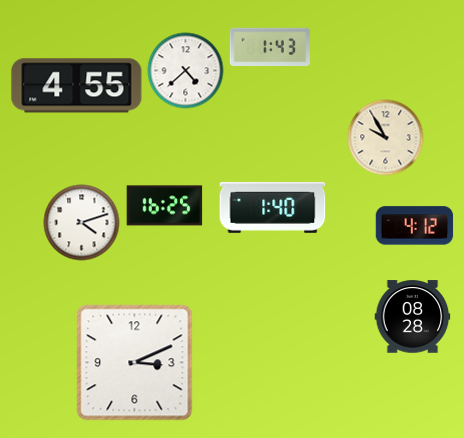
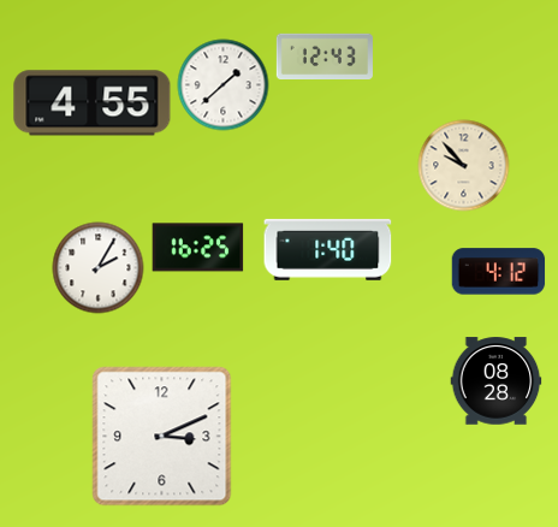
clock at (270, 47): 1:43 -> 12:43
clock at (186, 71): 4:38 -> 1:38
clock at (386, 138): 9:55 -> 9:53
clock at (82, 223): 4:12 -> 2:05
